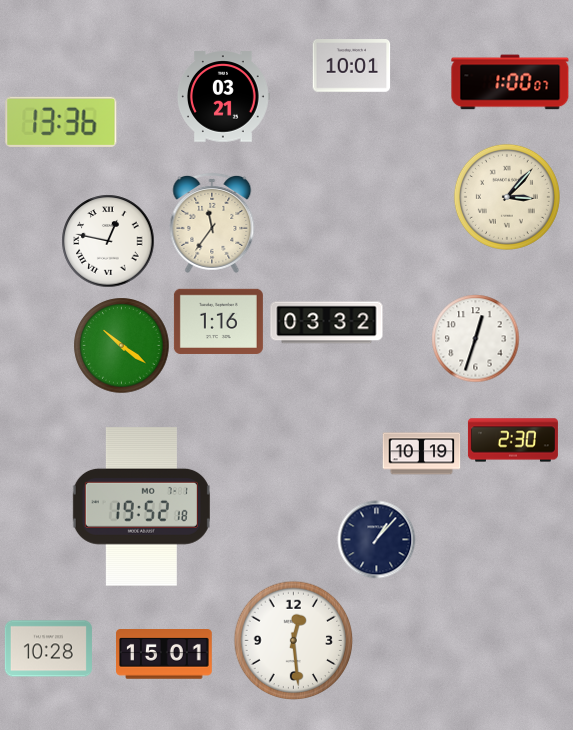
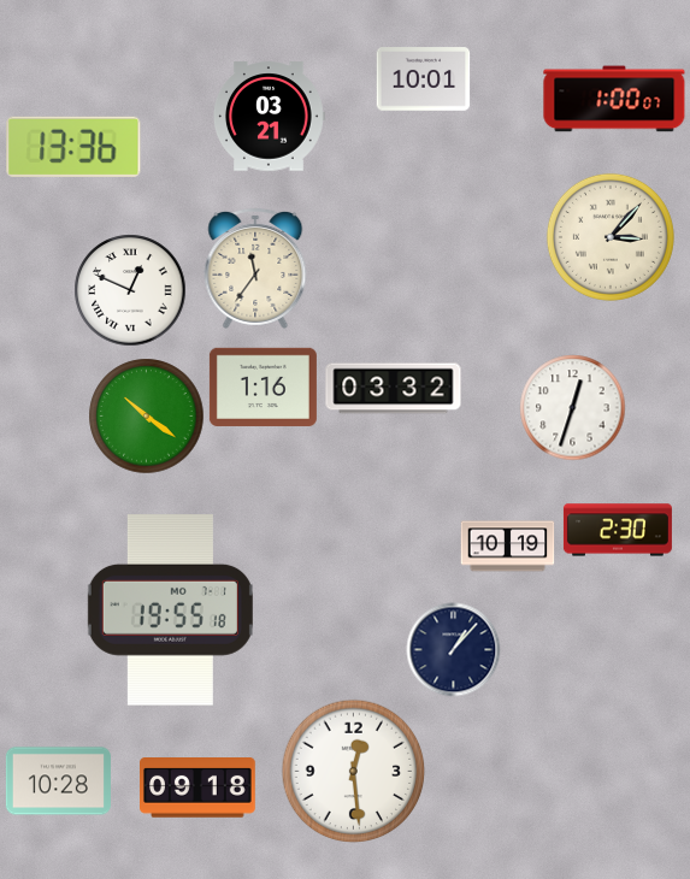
clock at (108, 241): 12:47 -> 12:49
clock at (141, 507): 19:52 -> 19:55
clock at (165, 654): 15:01 -> 09:18
